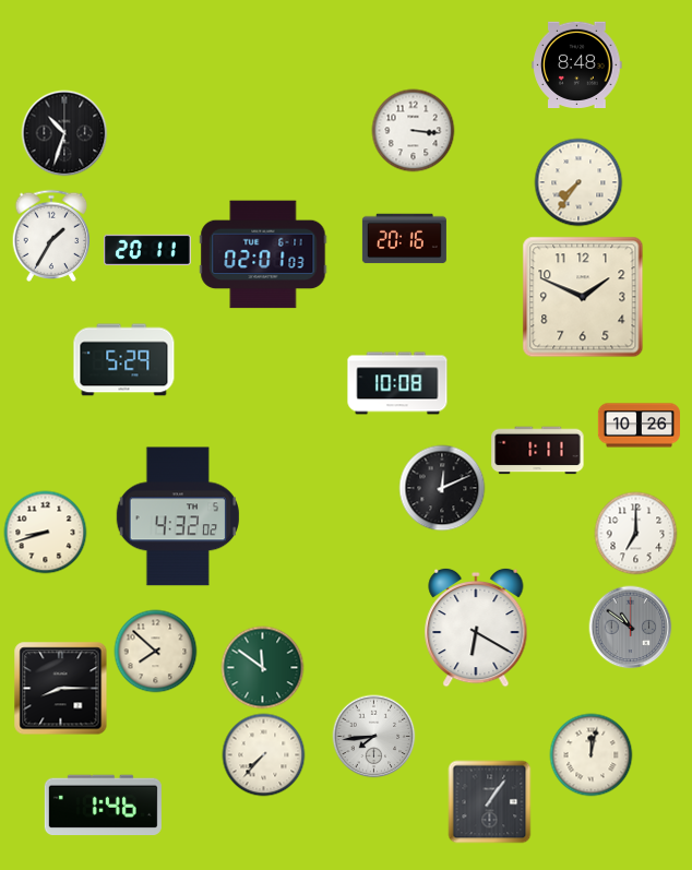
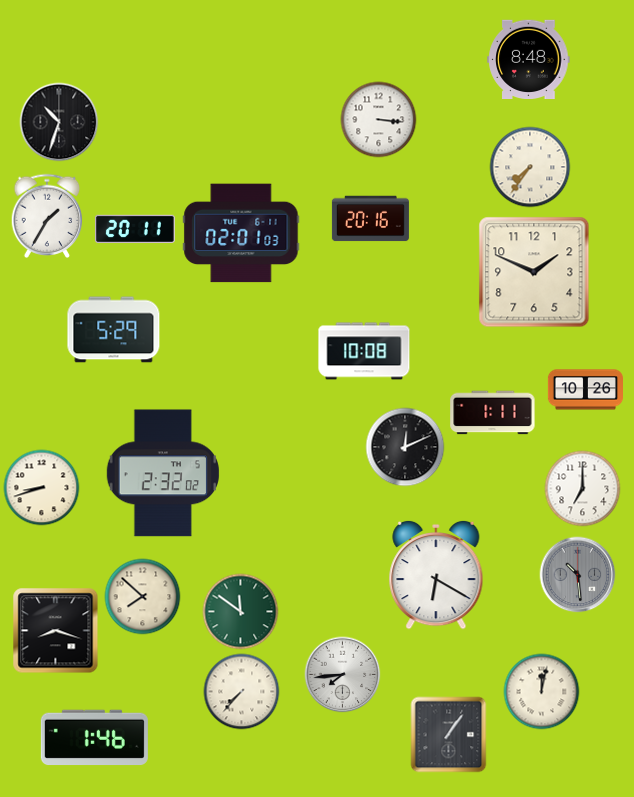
clock at (178, 516): 4:32 -> 2:32
clock at (631, 628): 10:51 -> 10:29
clock at (61, 689): 8:15 -> 8:18
